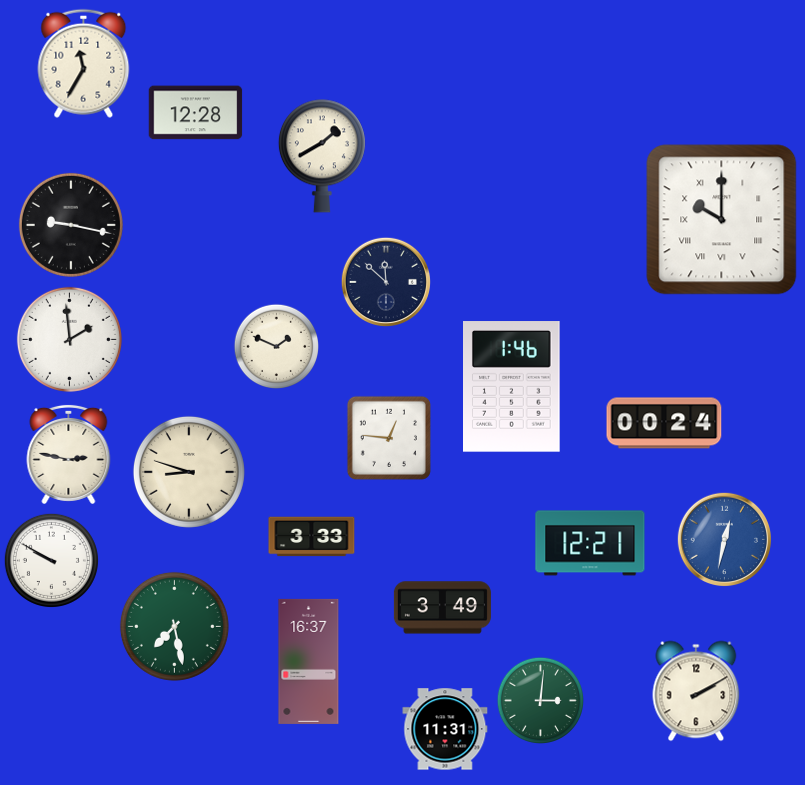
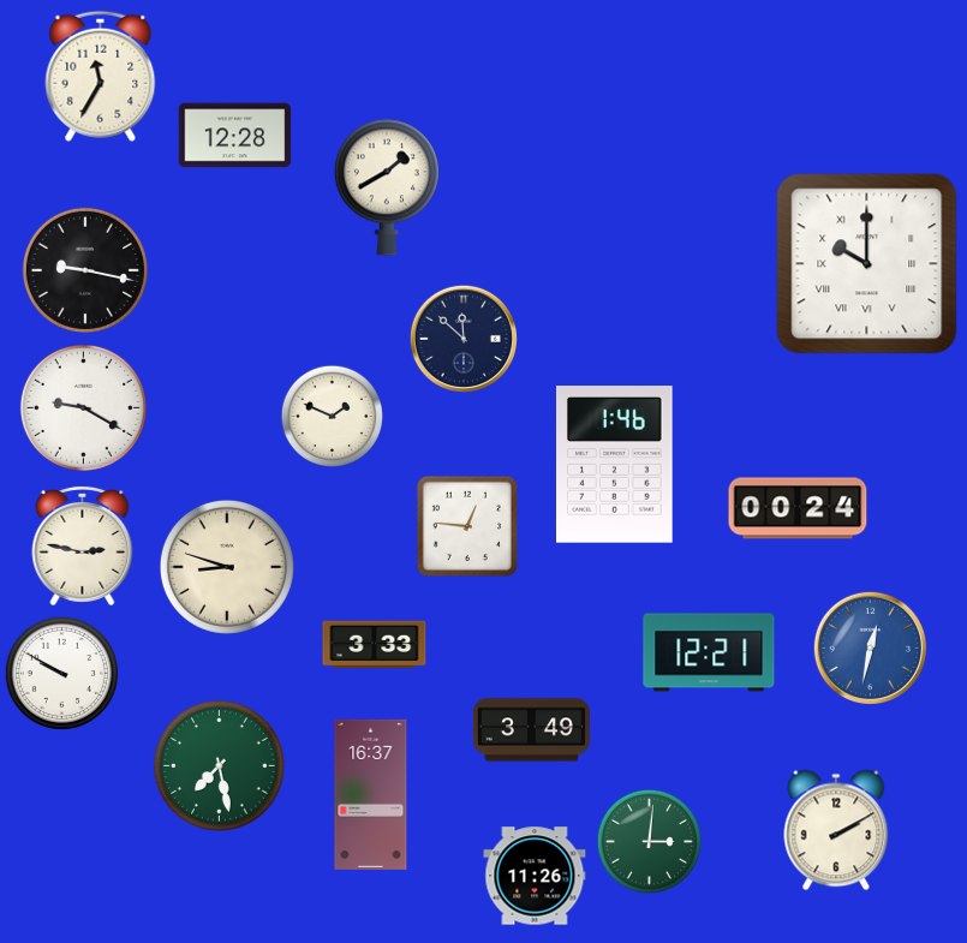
clock at (69, 339): 1:59 -> 9:20
clock at (174, 626) position: (174, 626) -> (219, 765)
clock at (445, 729): 11:31 -> 11:26
